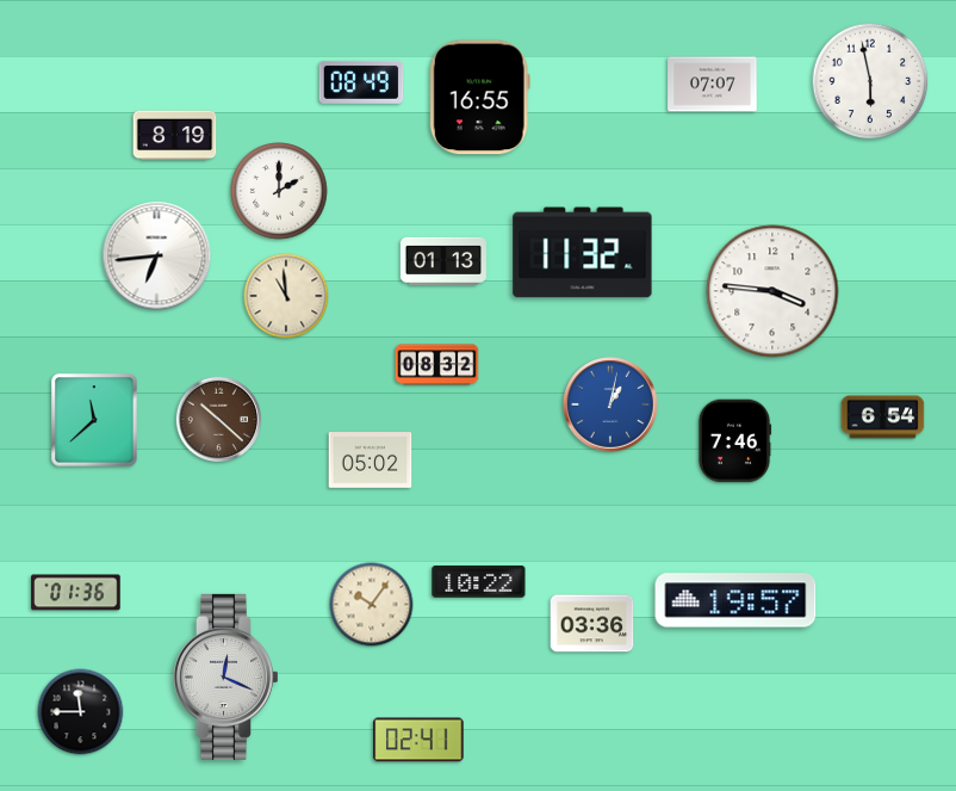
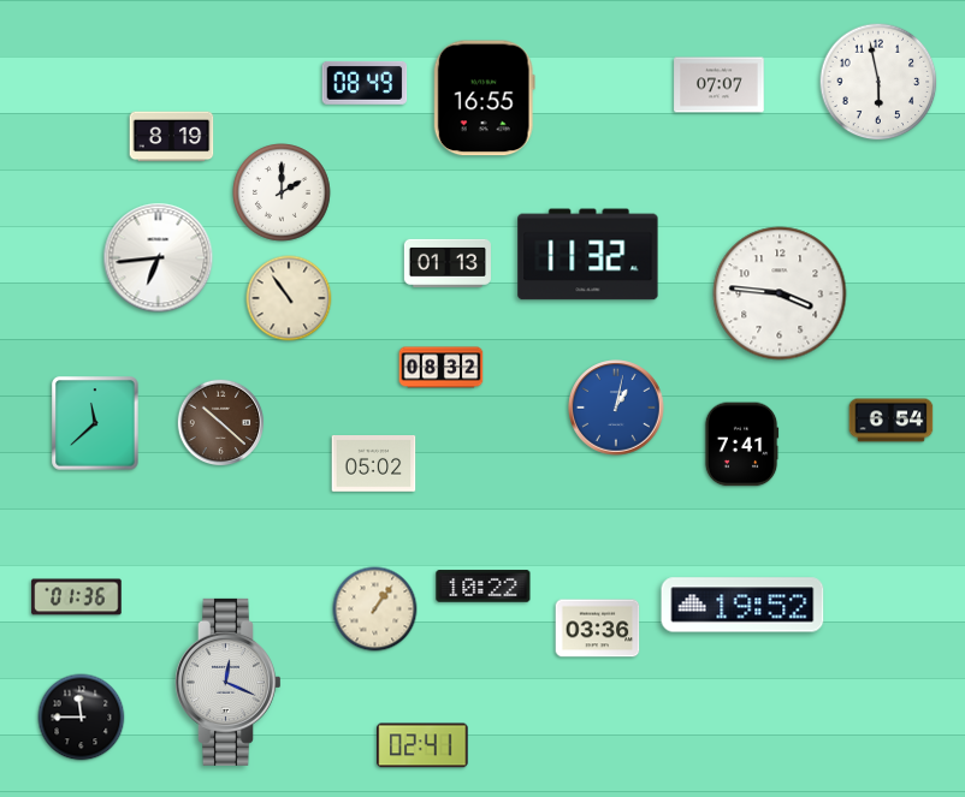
clock at (175, 136) position: (175, 136) -> (172, 137)
clock at (286, 296): 10:59 -> 10:54
clock at (734, 441): 7:46 -> 7:41
clock at (735, 600): 19:57 -> 19:52
clock at (372, 605): 10:06 -> 1:06
